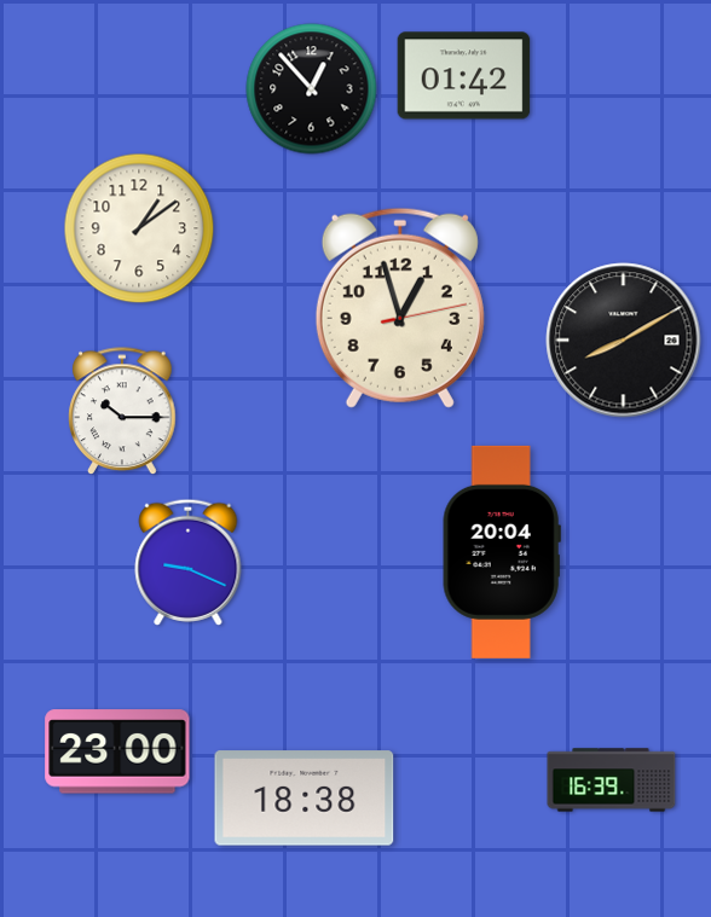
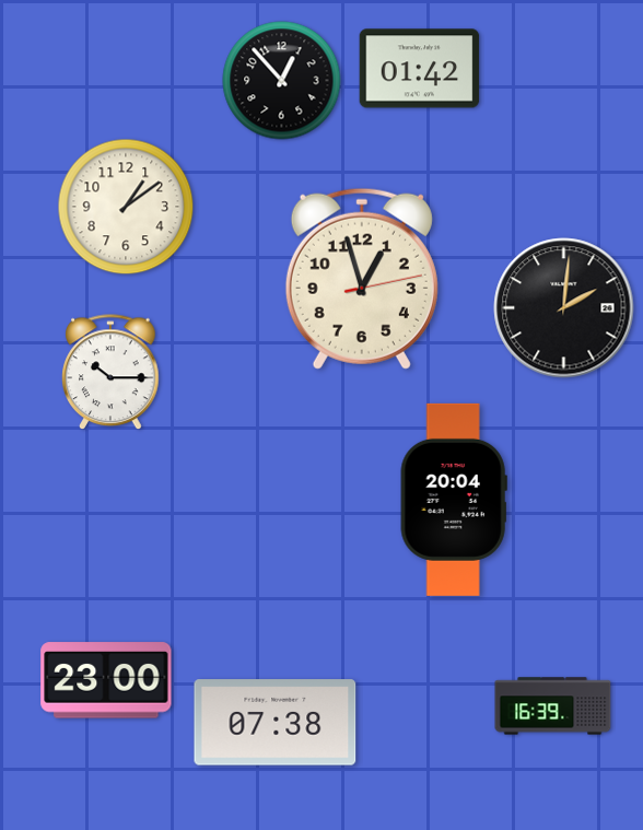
clock at (624, 341): 8:10 -> 2:01
clock at (189, 562): 9:19 -> none
clock at (305, 799): 18:38 -> 07:38
